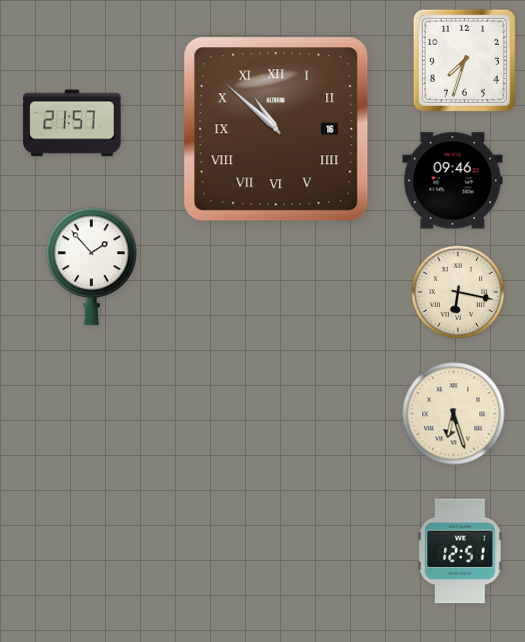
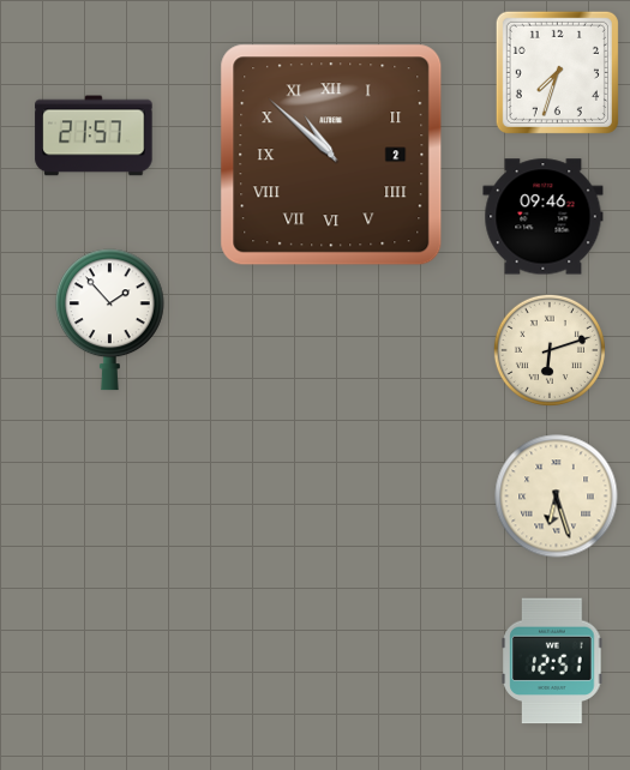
clock at (72, 123) position: (72, 123) -> (94, 136)
clock at (276, 129) date: 16 -> 2
clock at (458, 292): 6:17 -> 6:12
clock at (454, 414) position: (454, 414) -> (557, 497)
